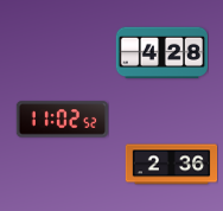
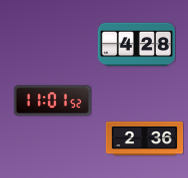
clock at (62, 120): 11:02 -> 11:01
